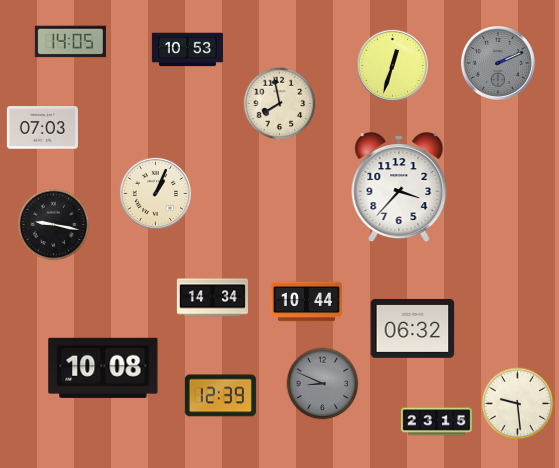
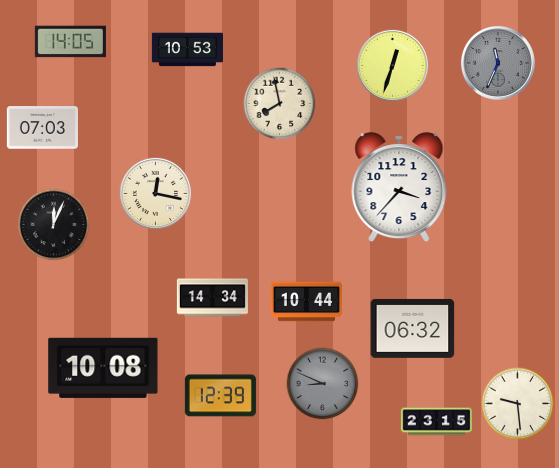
clock at (498, 63): 2:11 -> 11:34
clock at (155, 193): 1:04 -> 12:17
clock at (54, 225): 9:17 -> 12:04
